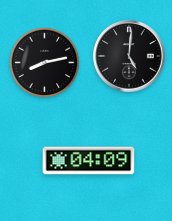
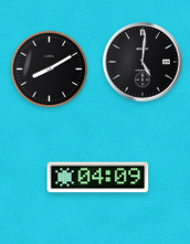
clock at (45, 63): 8:13 -> 8:10
